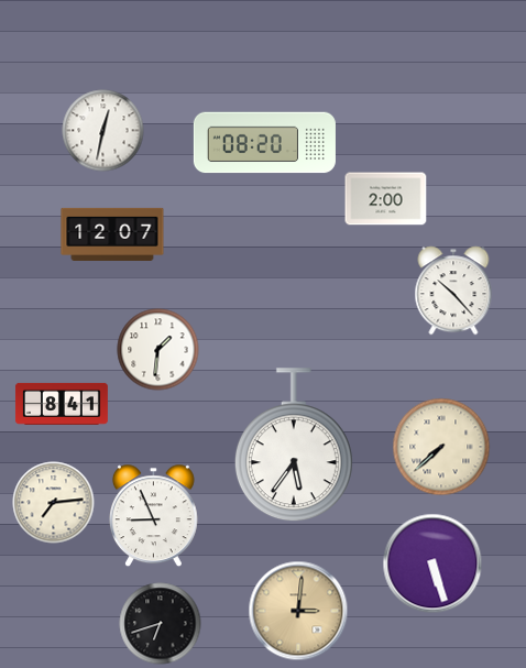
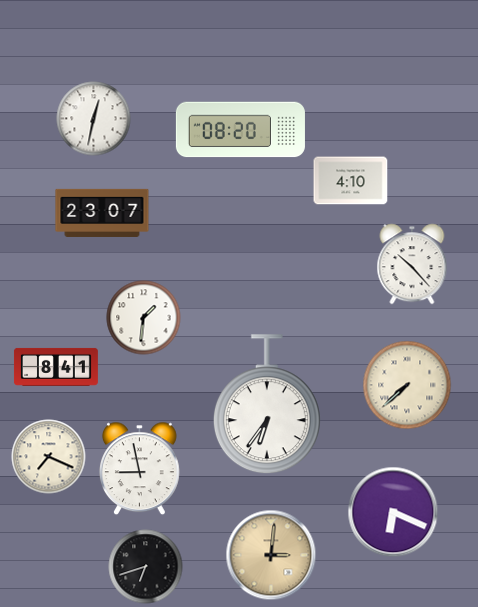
clock at (386, 199): 2:00 -> 4:10
clock at (112, 233): 12:07 -> 23:07
clock at (294, 446): 5:36 -> 6:36
clock at (441, 447) position: (441, 447) -> (407, 385)
clock at (54, 503): 7:14 -> 7:19
clock at (153, 516): 8:56 -> 8:58
clock at (432, 563): 5:27 -> 6:19
